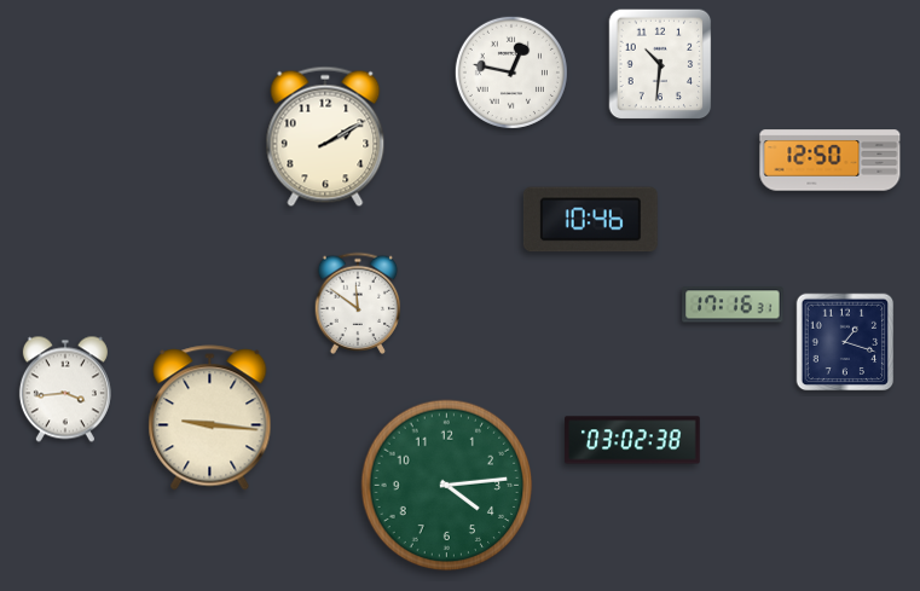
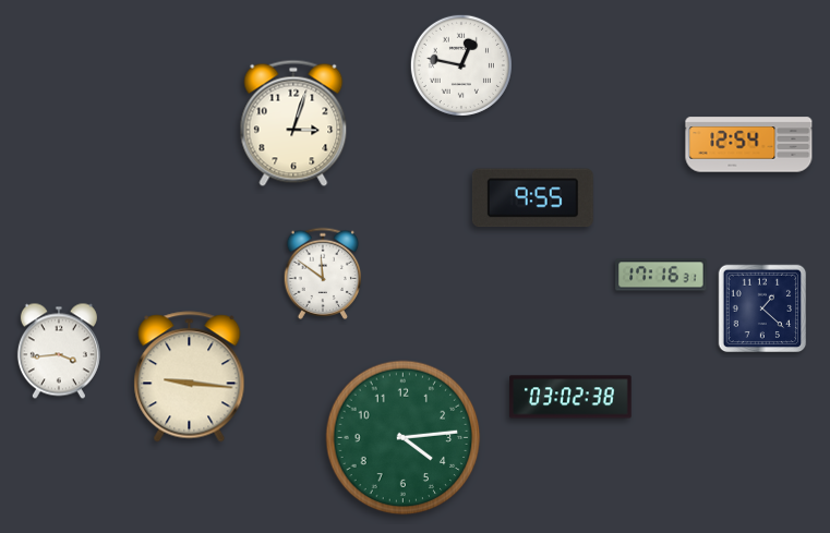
clock at (660, 64): 10:31 -> none
clock at (325, 137): 2:10 -> 3:03
clock at (831, 161): 12:50 -> 12:54
clock at (590, 220): 10:46 -> 9:55
clock at (845, 342): 1:18 -> 1:22
